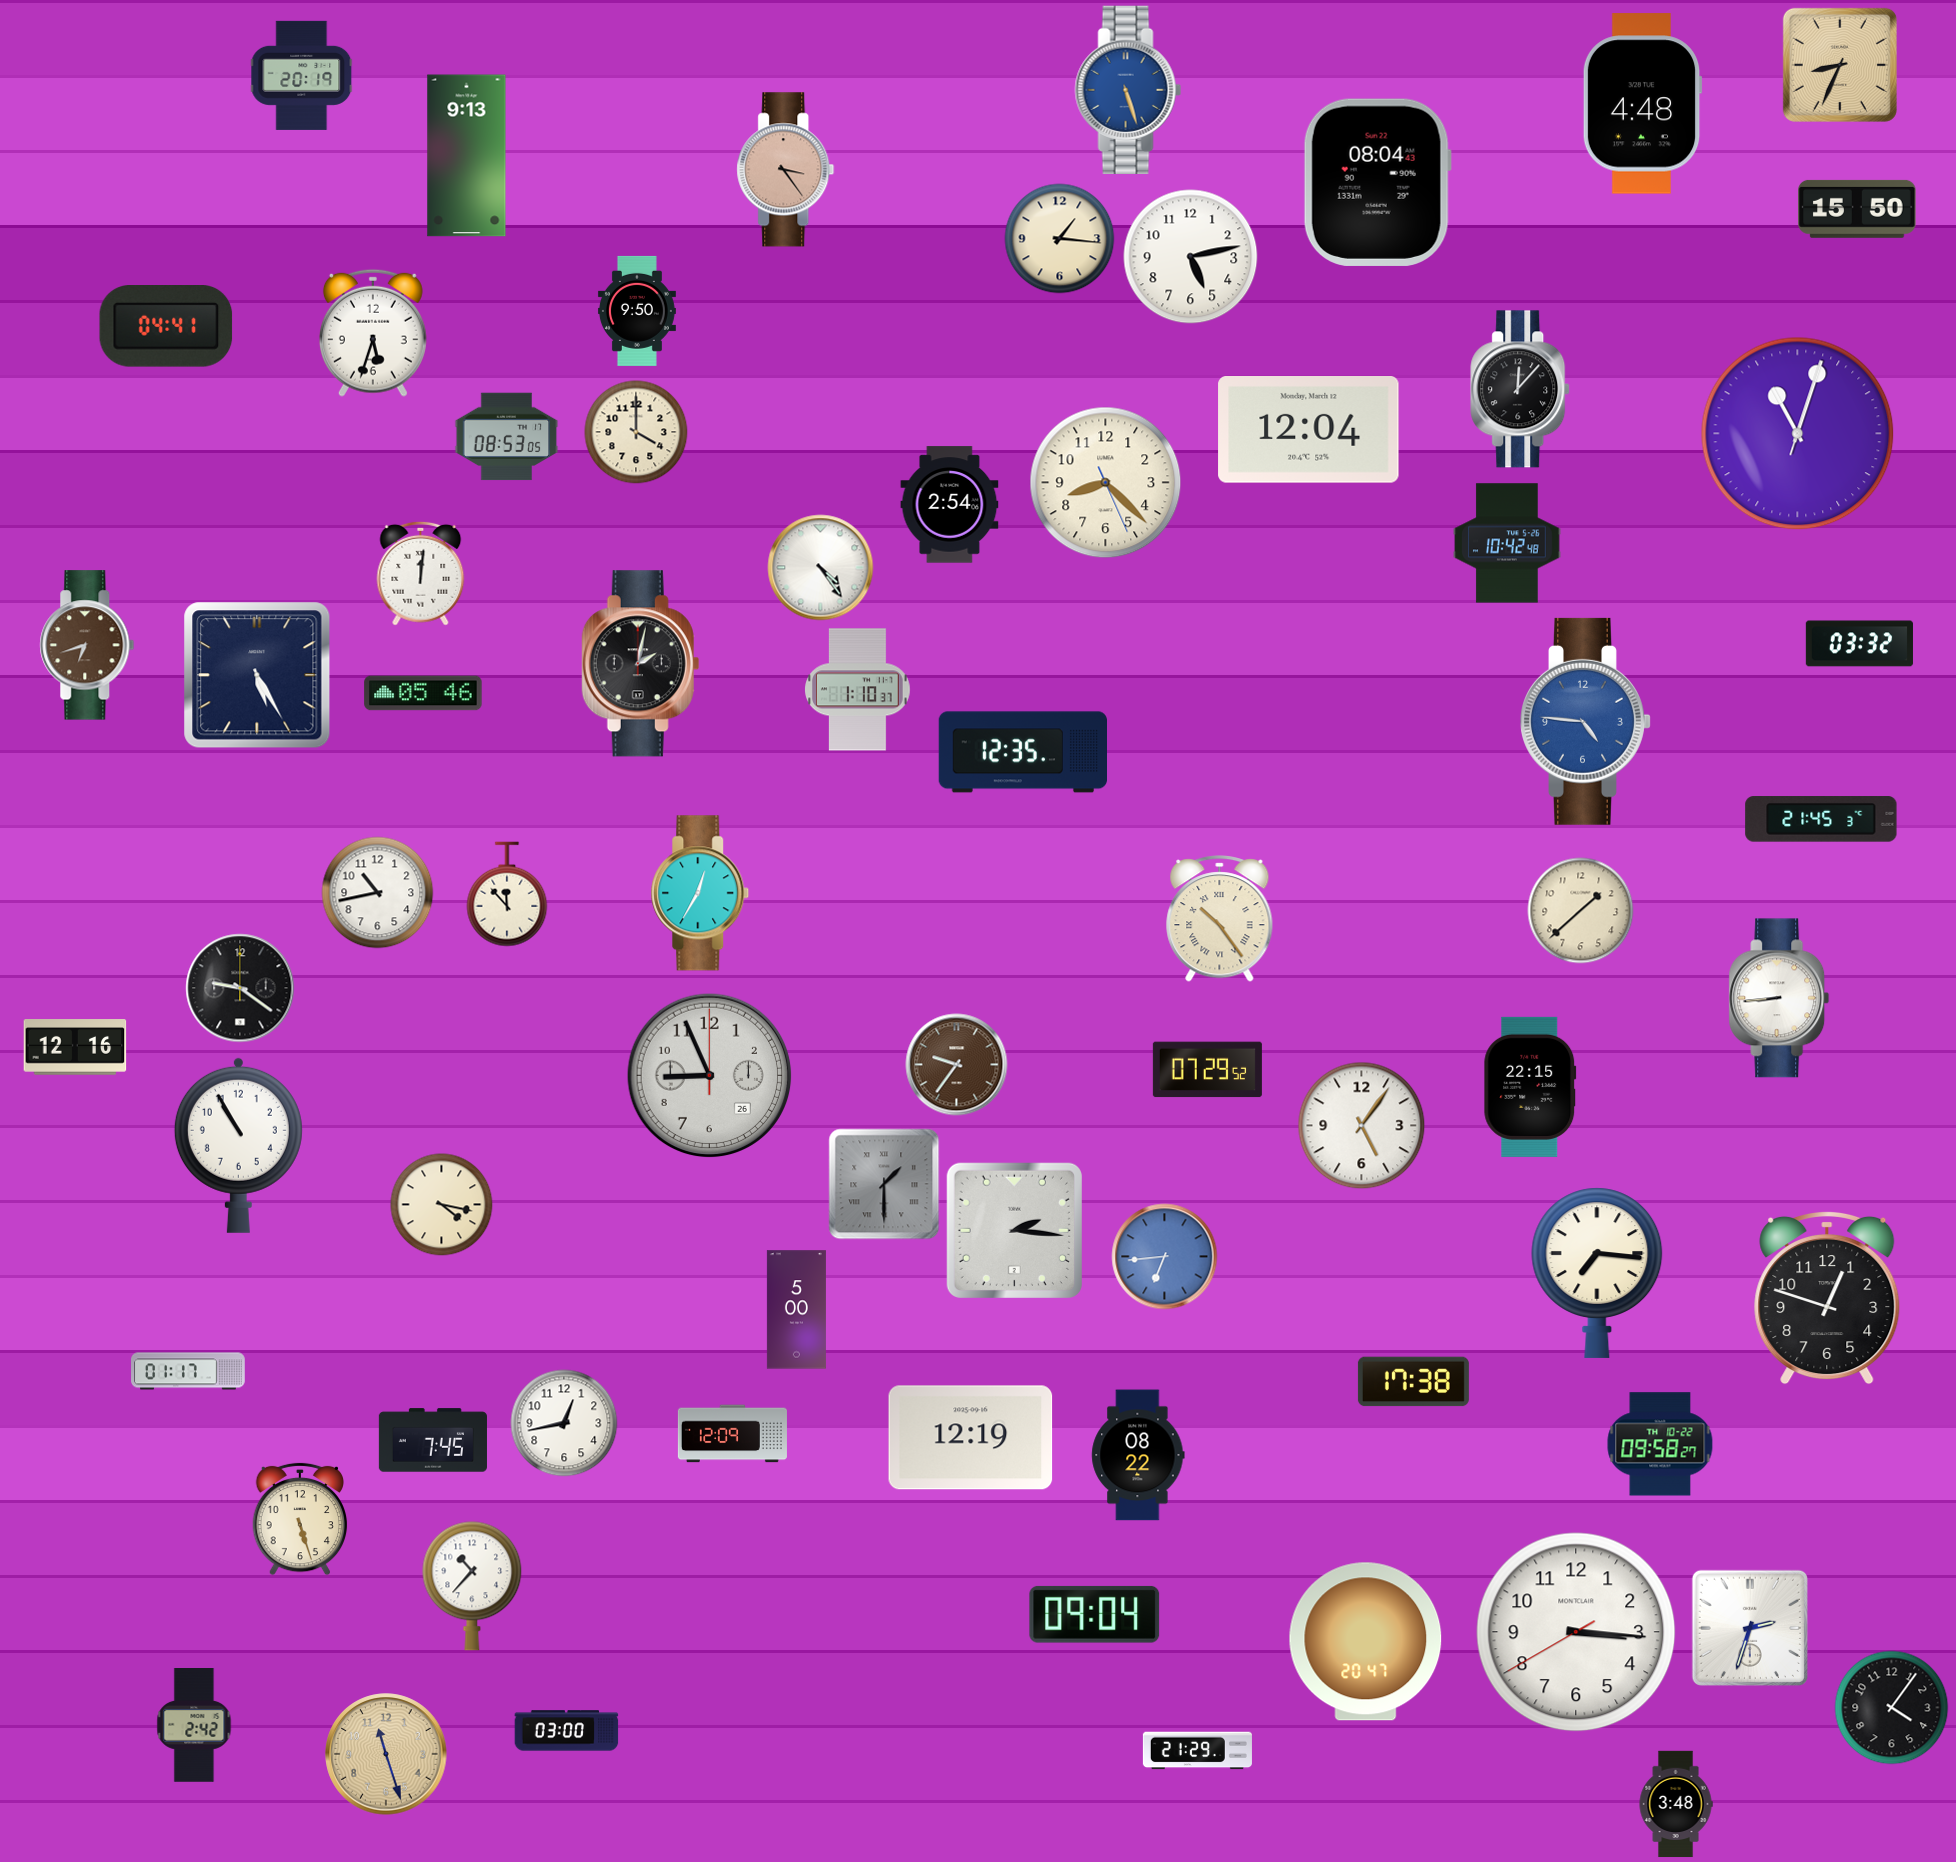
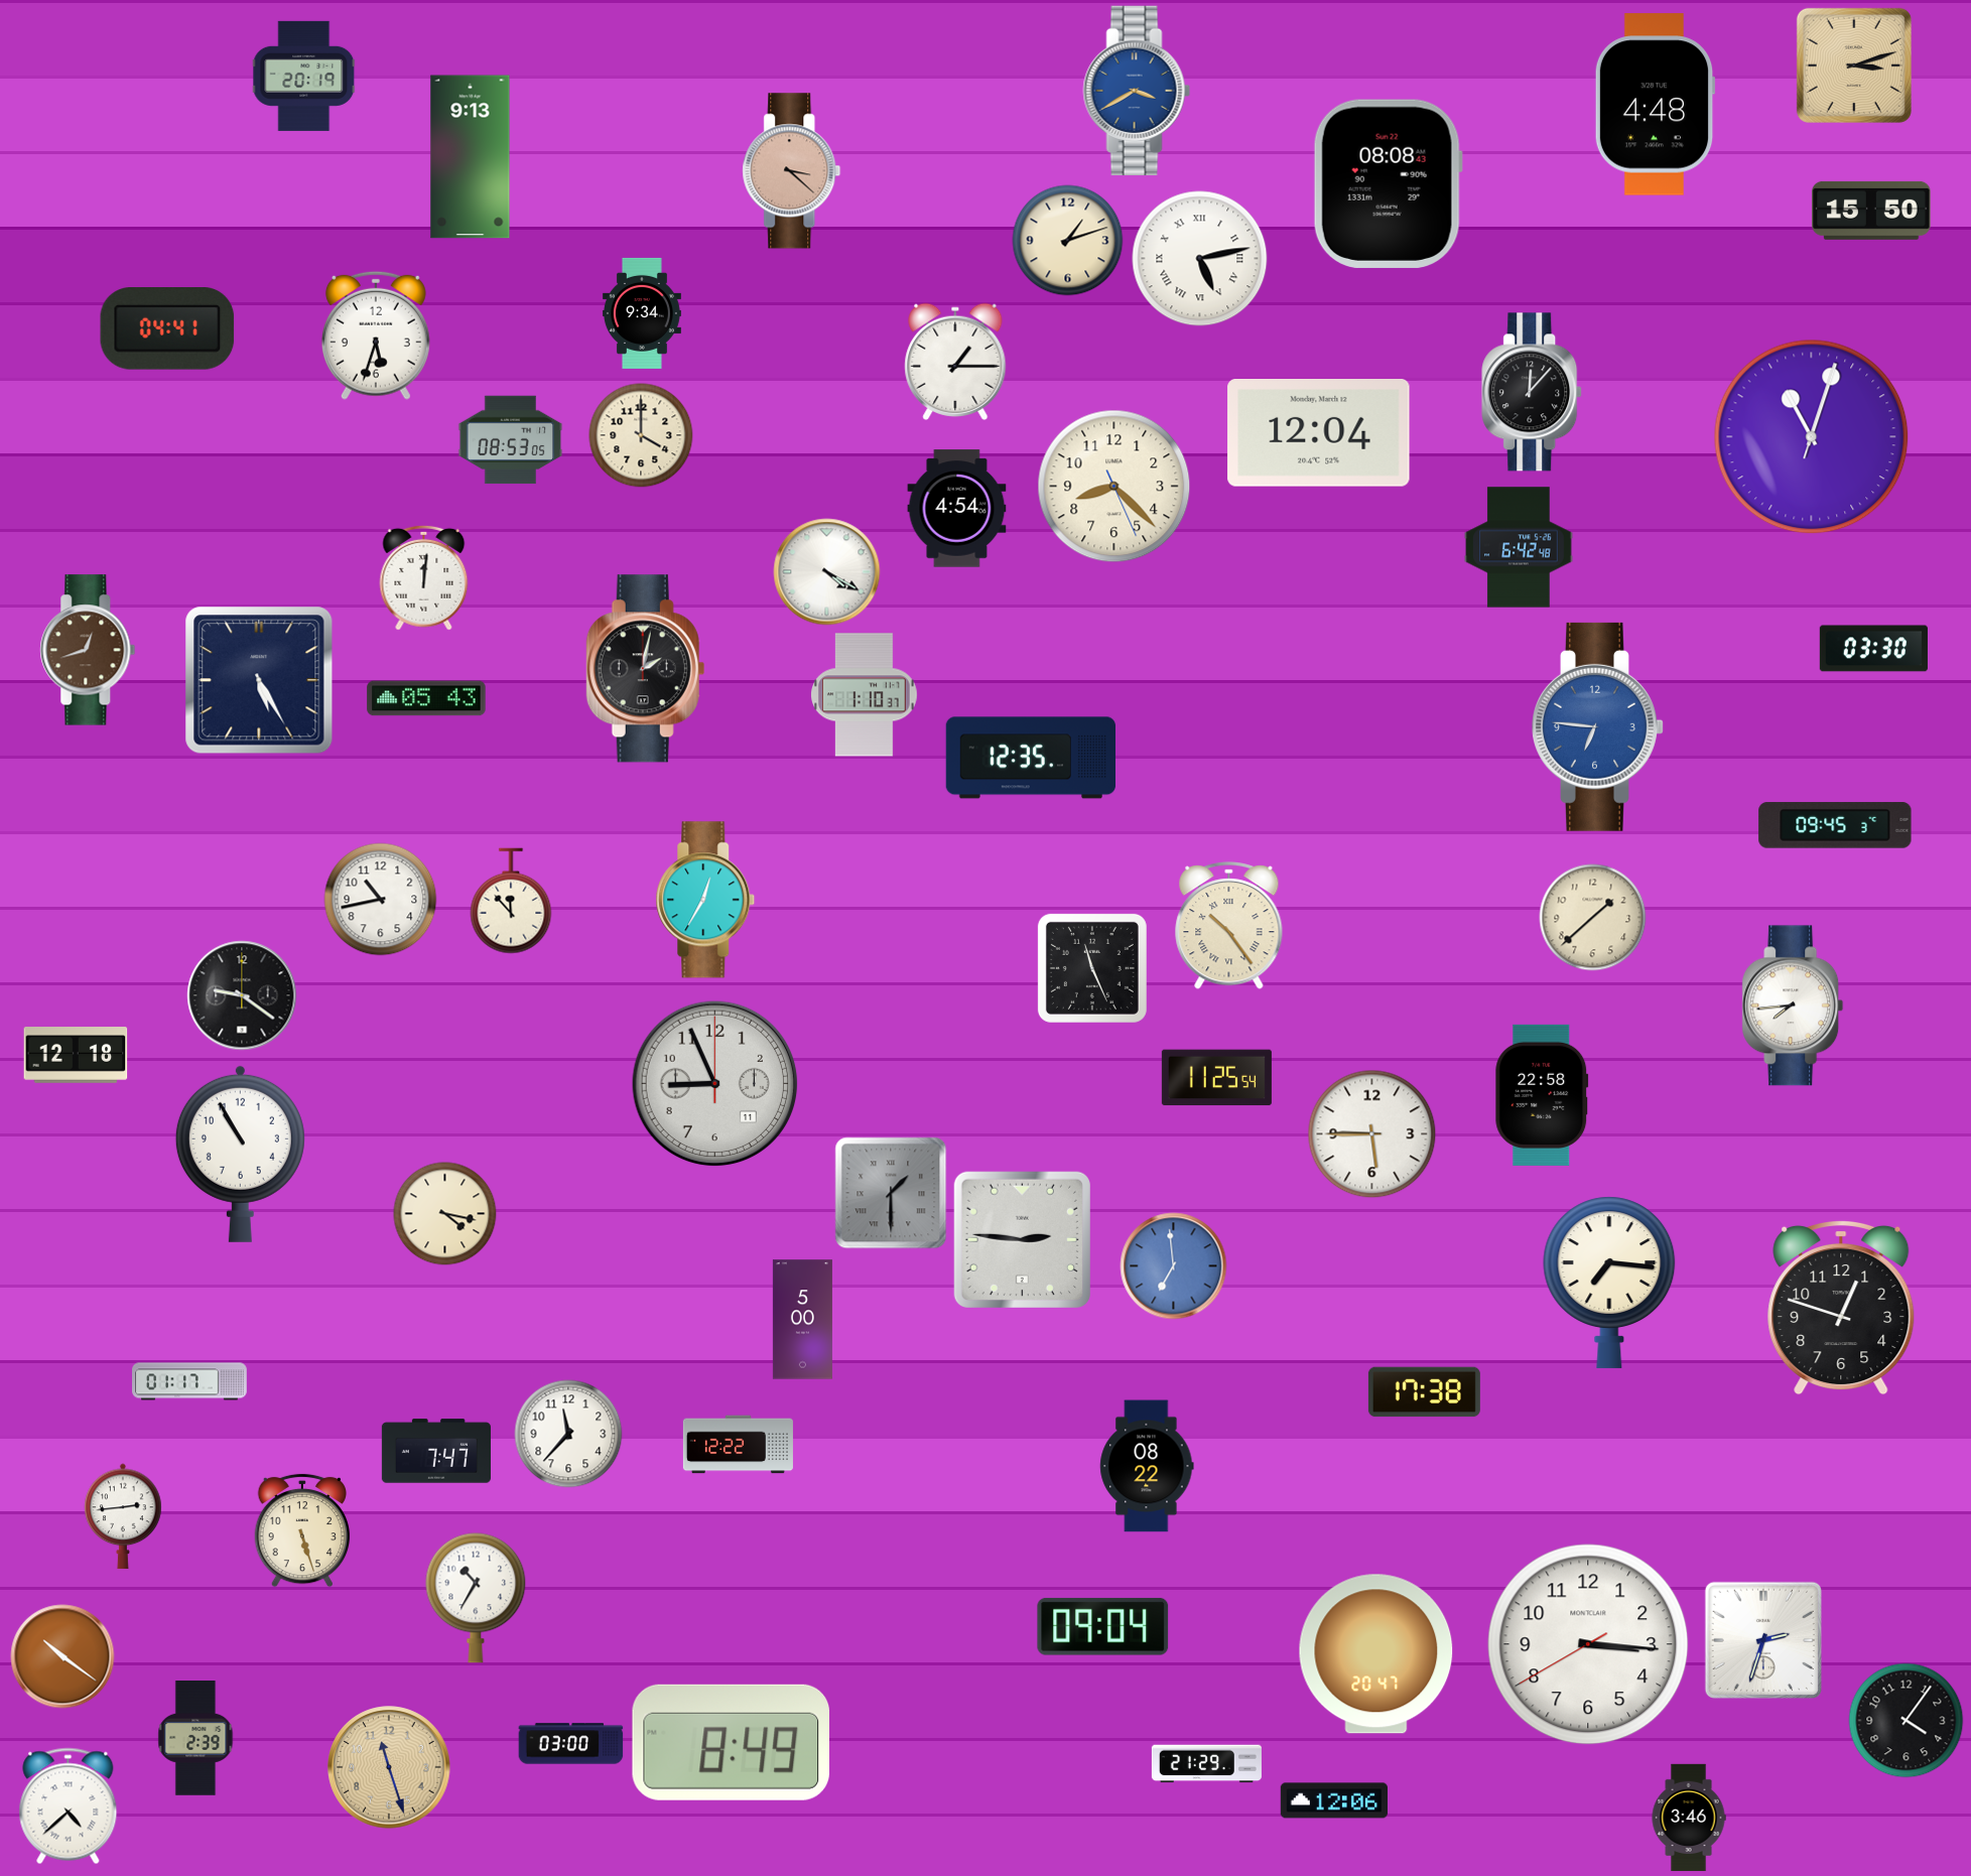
clock at (1840, 65): 8:34 -> 3:12
clock at (1128, 90): 5:27 -> 3:40
clock at (786, 170): 3:24 -> 3:22
clock at (1377, 182): 08:04 -> 08:08
clock at (1060, 239): 1:16 -> 1:12
clock at (1191, 257) numerals: Arabic -> Roman
clock at (637, 311): 9:50 -> 9:34
clock at (955, 362): none -> 1:15
clock at (950, 505): 2:54 -> 4:54
clock at (1507, 543): 10:42 -> 6:42
clock at (821, 568): 4:24 -> 4:20
clock at (1859, 644): 03:32 -> 03:30
clock at (87, 645): 6:42 -> 12:42
clock at (423, 693): 05:46 -> 05:43
clock at (1586, 721): 4:46 -> 6:46
clock at (1821, 819): 21:45 -> 09:45
clock at (1092, 968): none -> 11:26
clock at (1779, 998): 8:44 -> 7:44
clock at (75, 1047): 12:16 -> 12:18
clock at (957, 1065): 9:36 -> none
clock at (1207, 1070): 07:29 -> 11:25
clock at (710, 1076) date: 26 -> 11
clock at (1530, 1087): 22:15 -> 22:58
clock at (1362, 1126): 5:06 -> 5:45
clock at (1014, 1230): 2:16 -> 2:46
clock at (1165, 1257): 6:44 -> 6:59
clock at (564, 1423): 12:43 -> 11:37
clock at (732, 1434): 12:09 -> 12:22
clock at (971, 1438): 12:19 -> none
clock at (433, 1440): 7:45 -> 7:47
clock at (1660, 1444): 09:58 -> none
clock at (123, 1516): none -> 2:44
clock at (472, 1586): 10:37 -> 10:35
clock at (62, 1656): none -> 10:21
clock at (194, 1726): 2:42 -> 2:39
clock at (731, 1742): none -> 8:49
clock at (1333, 1800): none -> 12:06
clock at (69, 1806): none -> 4:38
clock at (1676, 1804): 3:48 -> 3:46
